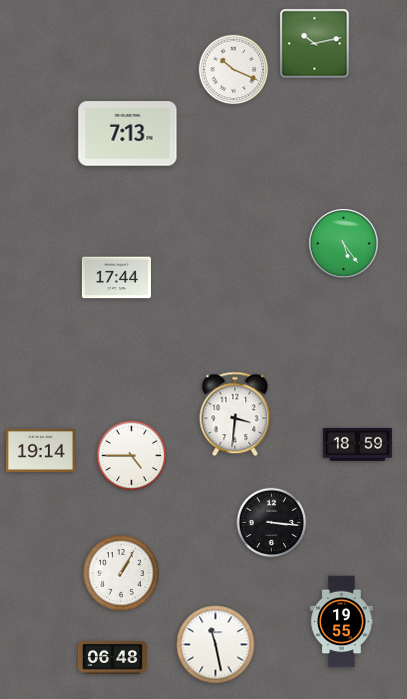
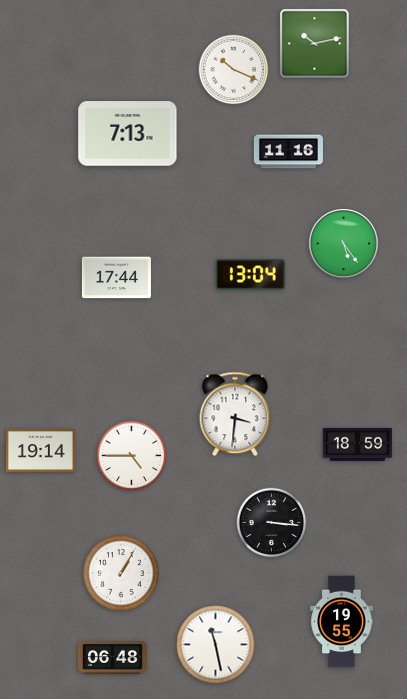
clock at (288, 152): none -> 11:16
clock at (250, 275): none -> 13:04
